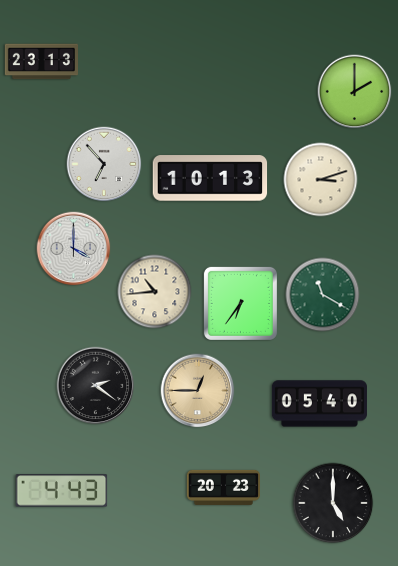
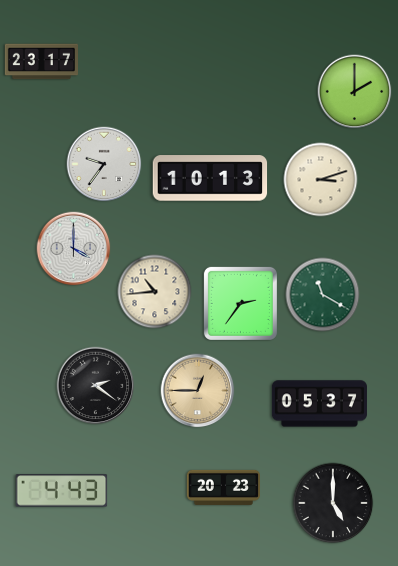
clock at (41, 62): 23:13 -> 23:17
clock at (104, 164): 6:53 -> 9:36
clock at (240, 303): 6:36 -> 2:36
clock at (319, 404): 05:40 -> 05:37
